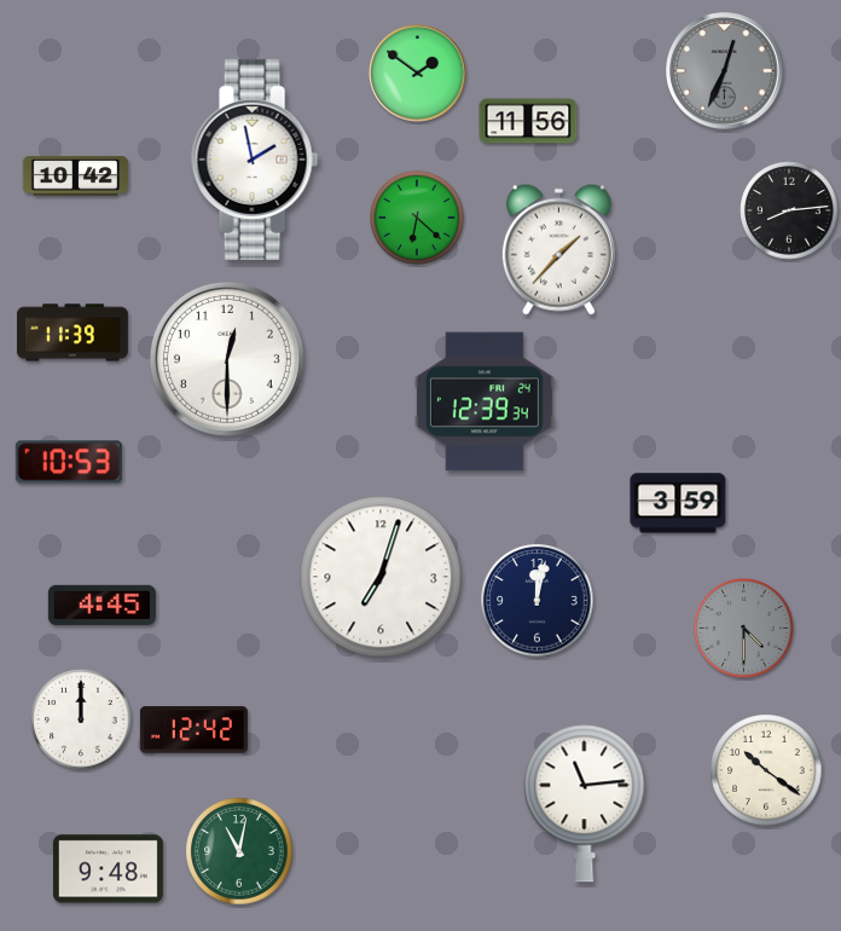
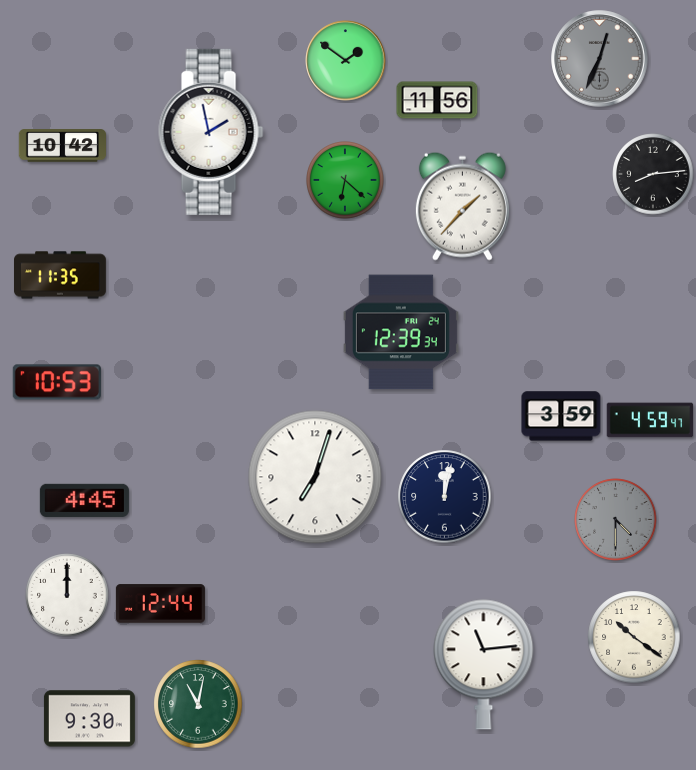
clock at (74, 332): 11:39 -> 11:35
clock at (227, 359): 12:30 -> none
clock at (650, 420): none -> 4:59
clock at (193, 730): 12:42 -> 12:44
clock at (108, 869): 9:48 -> 9:30
